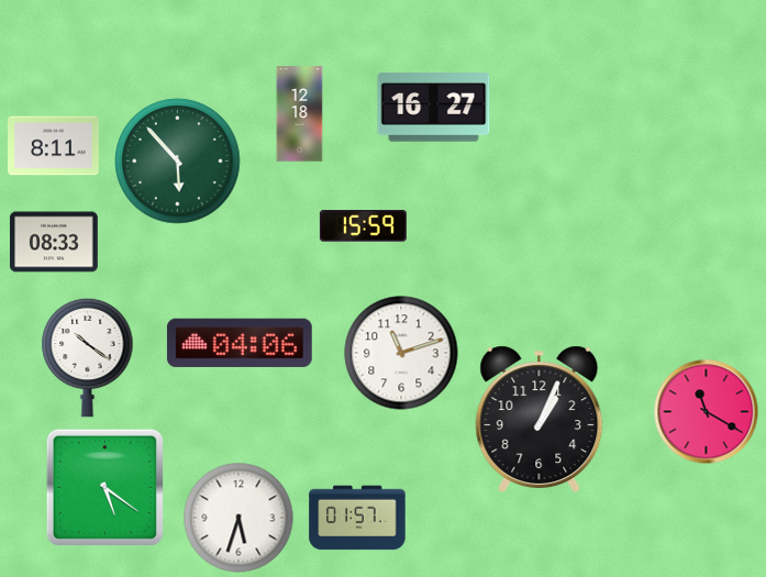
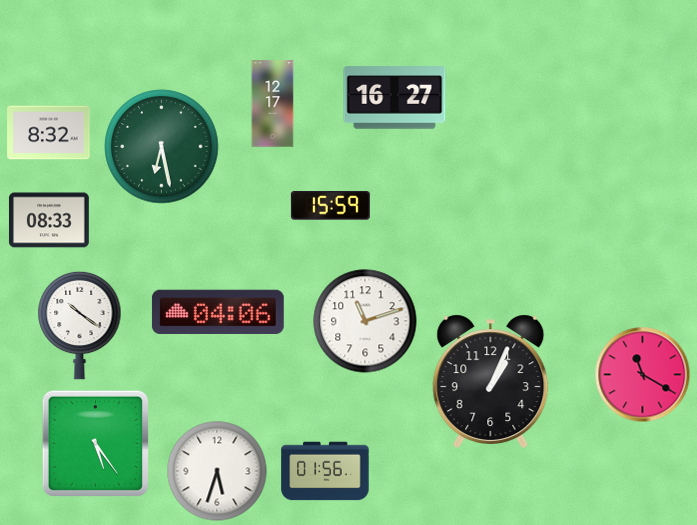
clock at (300, 114): 12:18 -> 12:17
clock at (54, 146): 8:11 -> 8:32
clock at (178, 162): 5:53 -> 6:28
clock at (104, 487): 5:21 -> 5:24
clock at (357, 518): 01:57 -> 01:56
